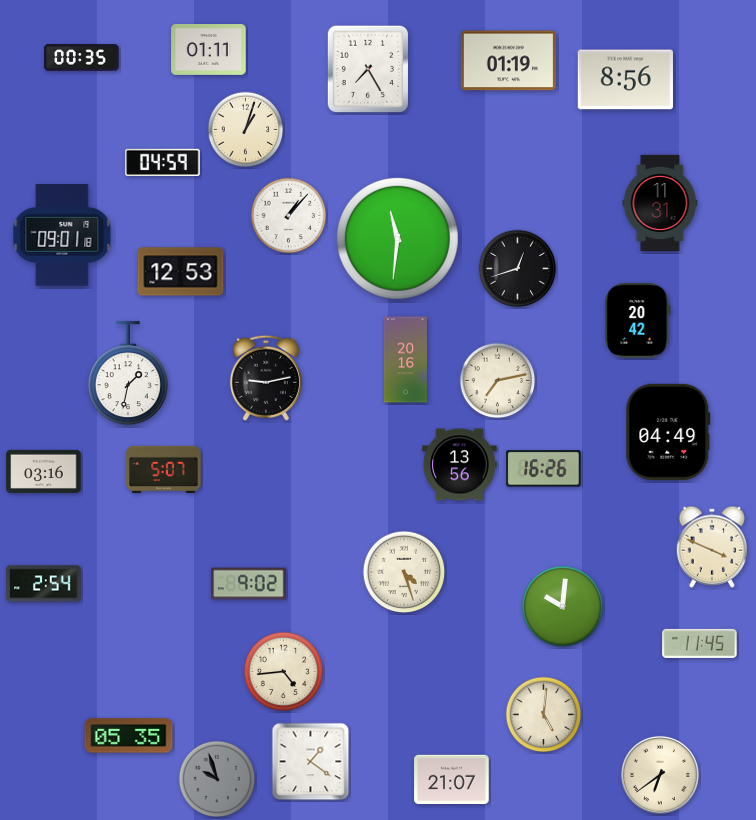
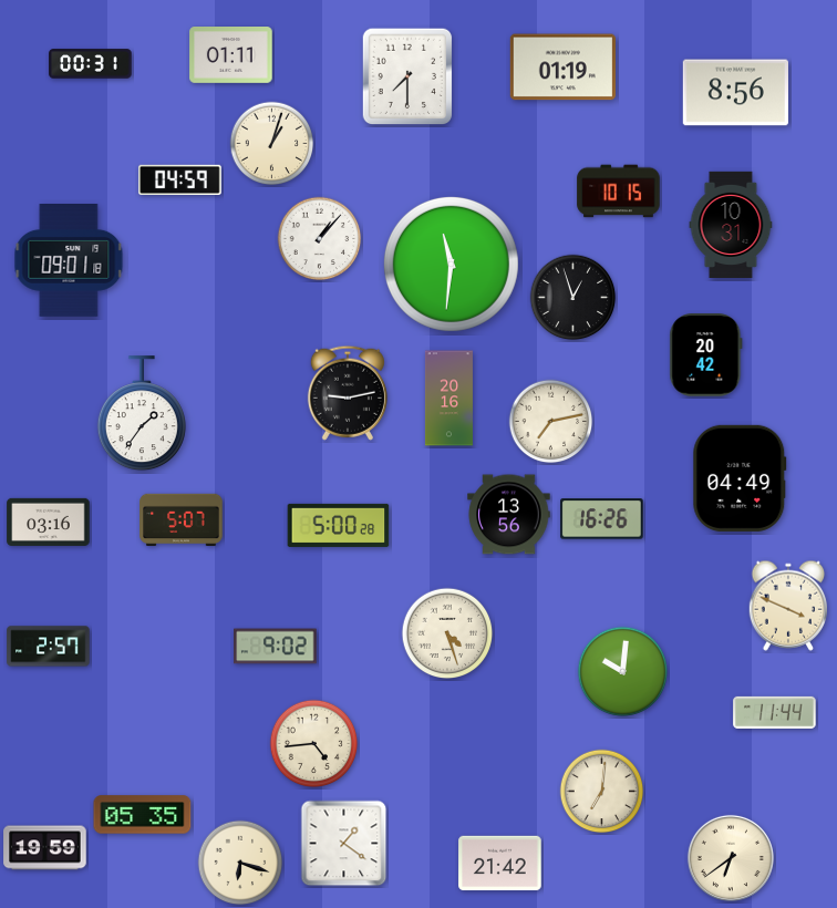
clock at (82, 58): 00:35 -> 00:31
clock at (368, 69): 7:25 -> 7:30
clock at (625, 80) position: (625, 80) -> (735, 93)
clock at (619, 192): none -> 10:15
clock at (660, 202): 11:31 -> 10:31
clock at (397, 238) position: (397, 238) -> (451, 264)
clock at (518, 269): 12:42 -> 12:57
clock at (181, 272): 12:53 -> none
clock at (128, 374): 1:32 -> 1:36
clock at (266, 378) position: (266, 378) -> (348, 393)
clock at (339, 525): none -> 5:00
clock at (44, 584): 2:54 -> 2:57
clock at (700, 643): 11:45 -> 11:44
clock at (544, 715): 5:01 -> 7:01
clock at (45, 848): none -> 19:59
clock at (217, 779): 9:57 -> 6:18
clock at (217, 779) dial: grey -> cream
clock at (452, 780): 21:07 -> 21:42
